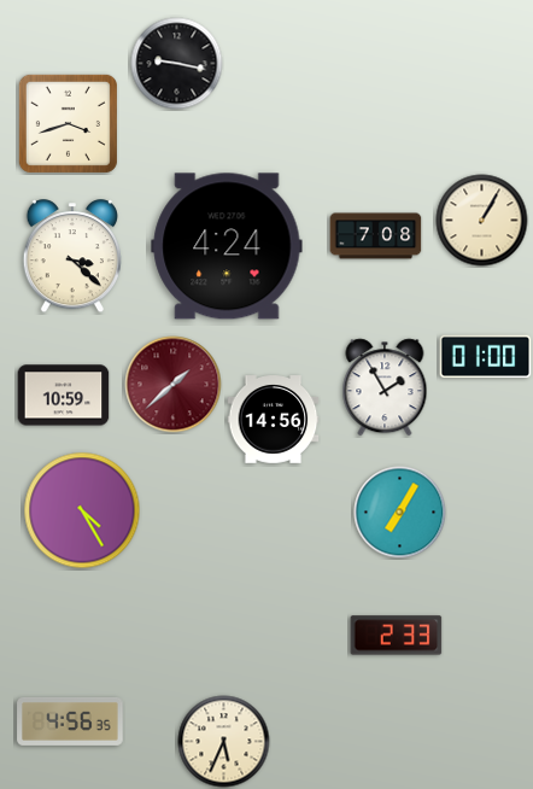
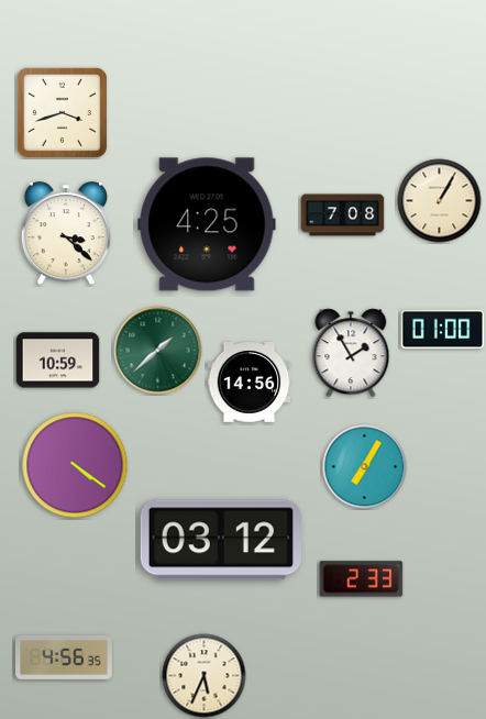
clock at (177, 64): 9:17 -> none
clock at (227, 246): 4:24 -> 4:25
clock at (486, 357) position: (486, 357) -> (443, 330)
clock at (174, 385) dial: burgundy -> green
clock at (82, 510): 4:25 -> 4:21
clock at (221, 540): none -> 03:12
